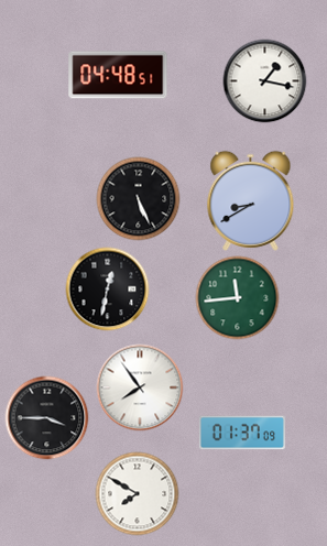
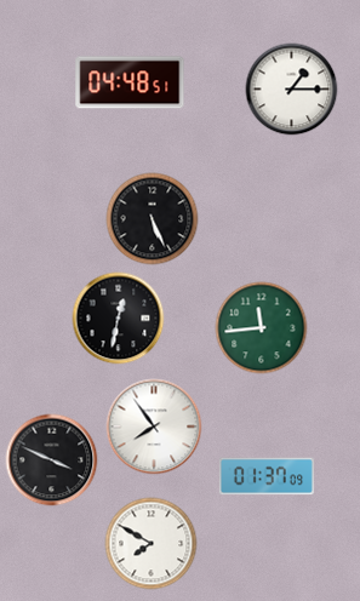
clock at (265, 81): 1:17 -> 1:15
clock at (251, 200): 8:40 -> none
clock at (47, 418): 3:45 -> 3:49
